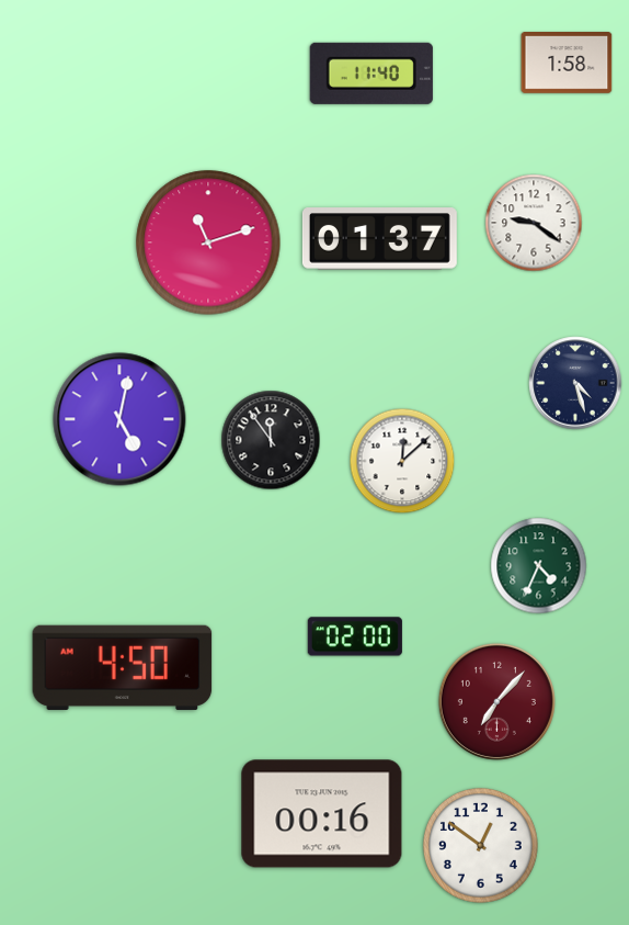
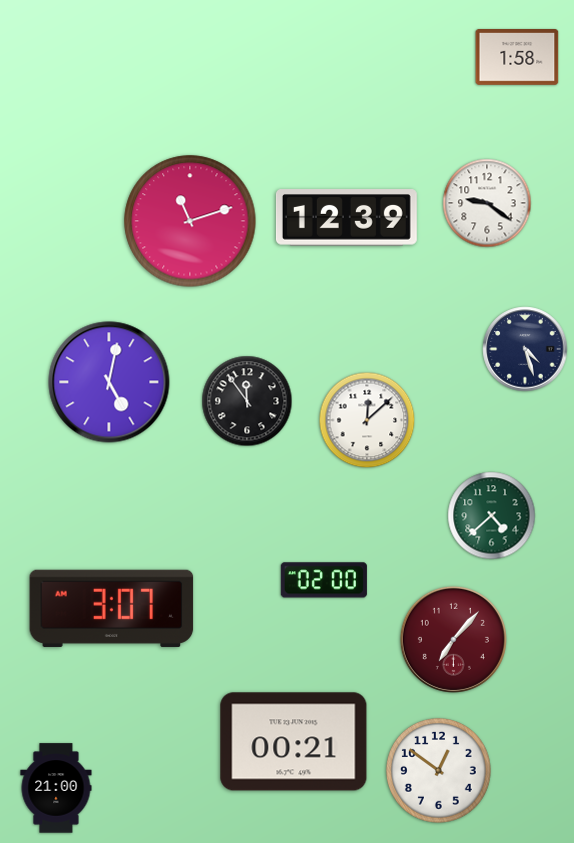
clock at (371, 74): 11:40 -> none
clock at (379, 239): 01:37 -> 12:39
clock at (539, 566): 4:34 -> 4:38
clock at (123, 667): 4:50 -> 3:07
clock at (322, 814): 00:16 -> 00:21
clock at (56, 788): none -> 21:00
